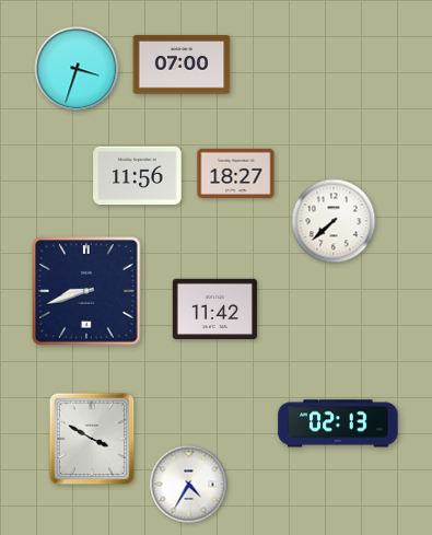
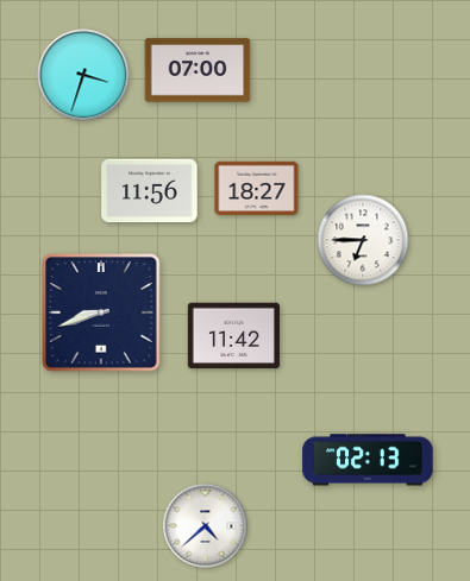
clock at (334, 221): 7:38 -> 6:45
clock at (86, 291) position: (86, 291) -> (101, 312)
clock at (92, 439): 3:50 -> none
clock at (189, 485): 4:35 -> 4:38
